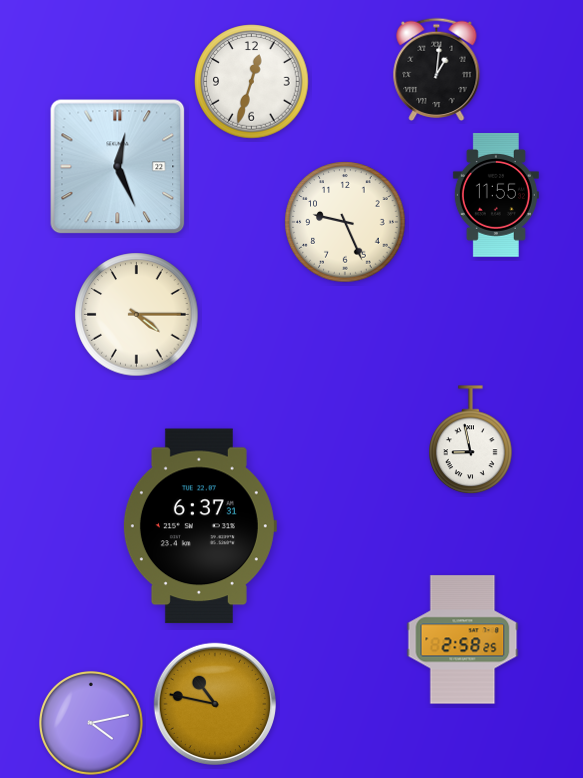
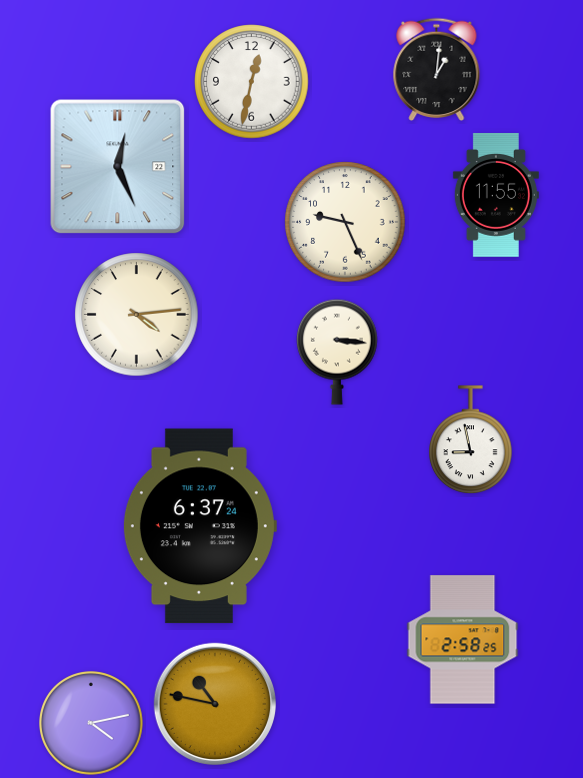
clock at (252, 82): 12:33 -> 12:32
clock at (137, 315): 4:15 -> 4:14
clock at (338, 352): none -> 3:16
clock at (199, 526): 6:37:31 -> 6:37:24
